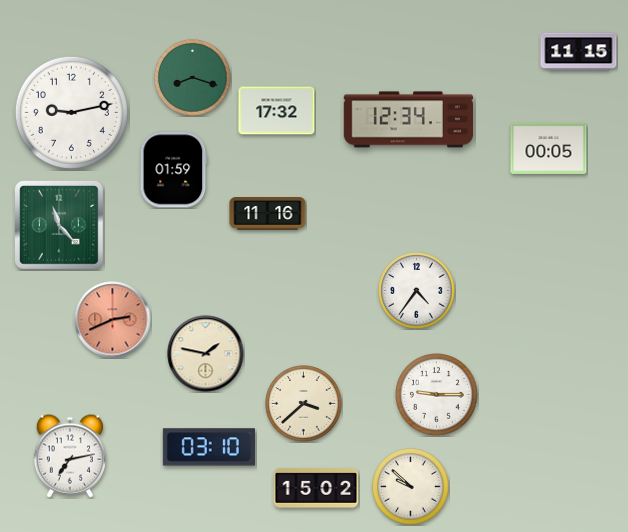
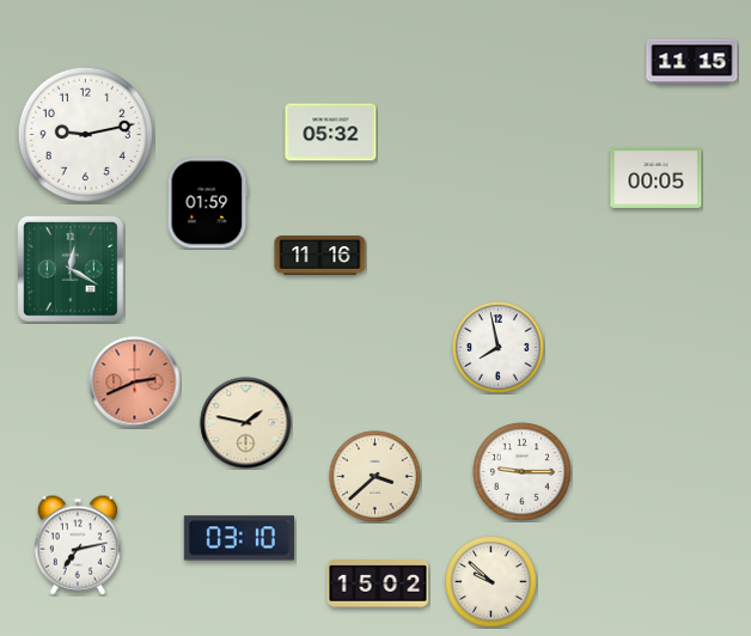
clock at (193, 78): 8:18 -> none
clock at (277, 111): 17:32 -> 05:32
clock at (408, 120): 12:34 -> none
clock at (60, 226): 11:23 -> 12:20
clock at (417, 291): 4:36 -> 7:58
clock at (304, 404) position: (304, 404) -> (375, 477)
clock at (209, 447) position: (209, 447) -> (239, 538)
clock at (70, 456) position: (70, 456) -> (78, 545)
